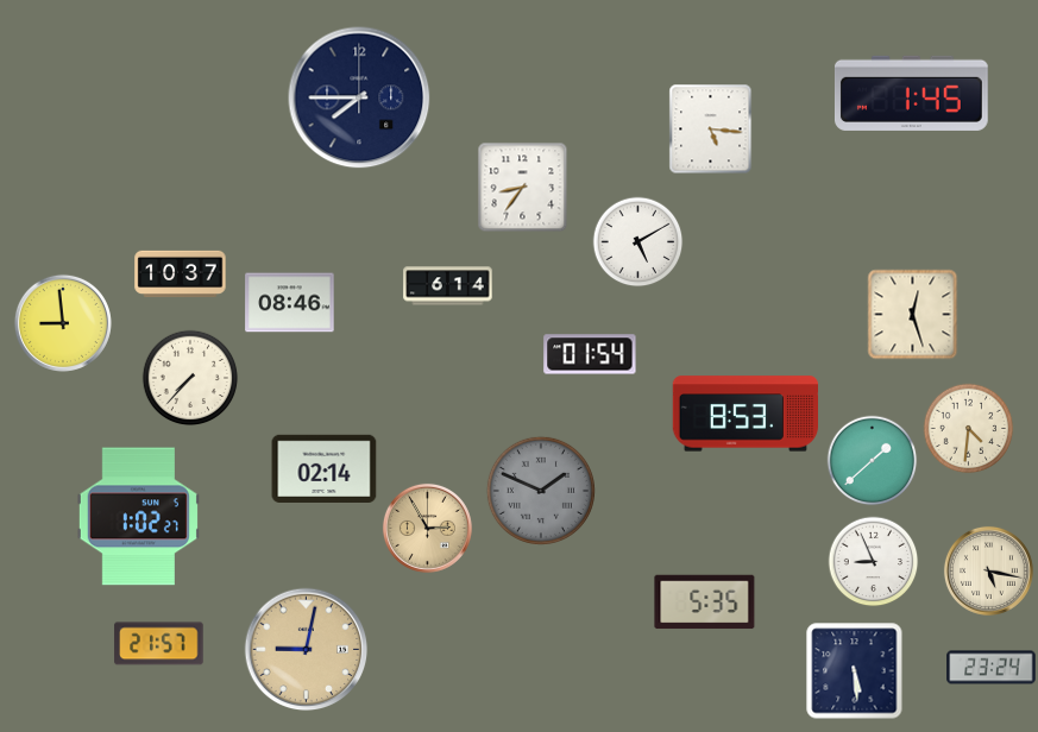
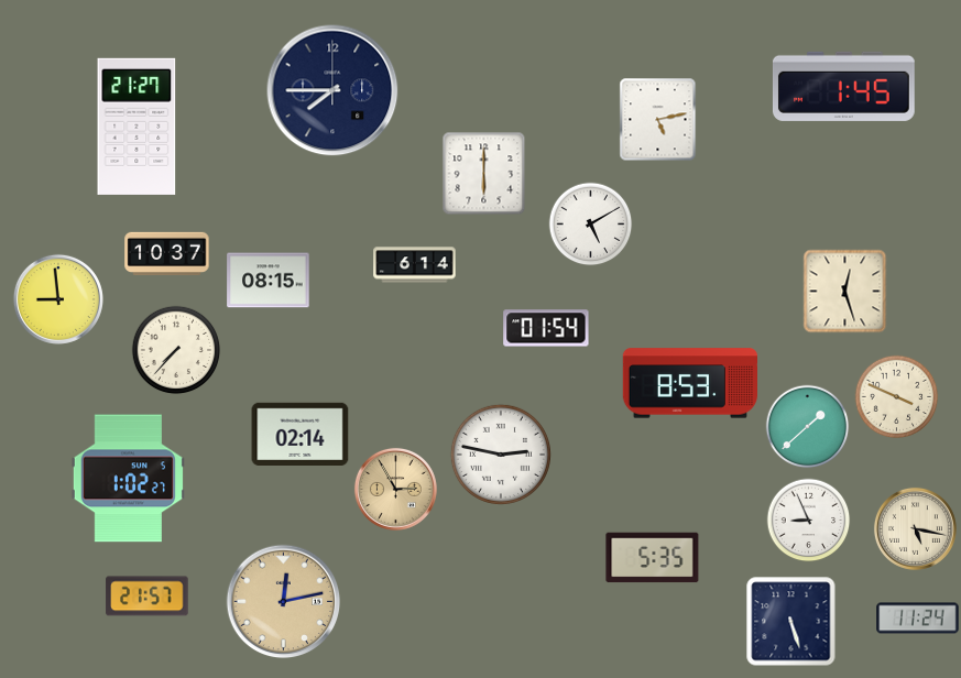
clock at (711, 130): 5:16 -> 5:13
clock at (136, 127): none -> 21:27
clock at (523, 188): 8:36 -> 6:00
clock at (290, 303): 08:46 -> 08:15
clock at (969, 429): 4:31 -> 3:49
clock at (541, 491): 1:49 -> 2:47
clock at (541, 491) dial: grey -> white
clock at (307, 650): 9:02 -> 12:13
clock at (992, 668): 23:24 -> 11:24
clock at (855, 671): 5:29 -> 5:27
